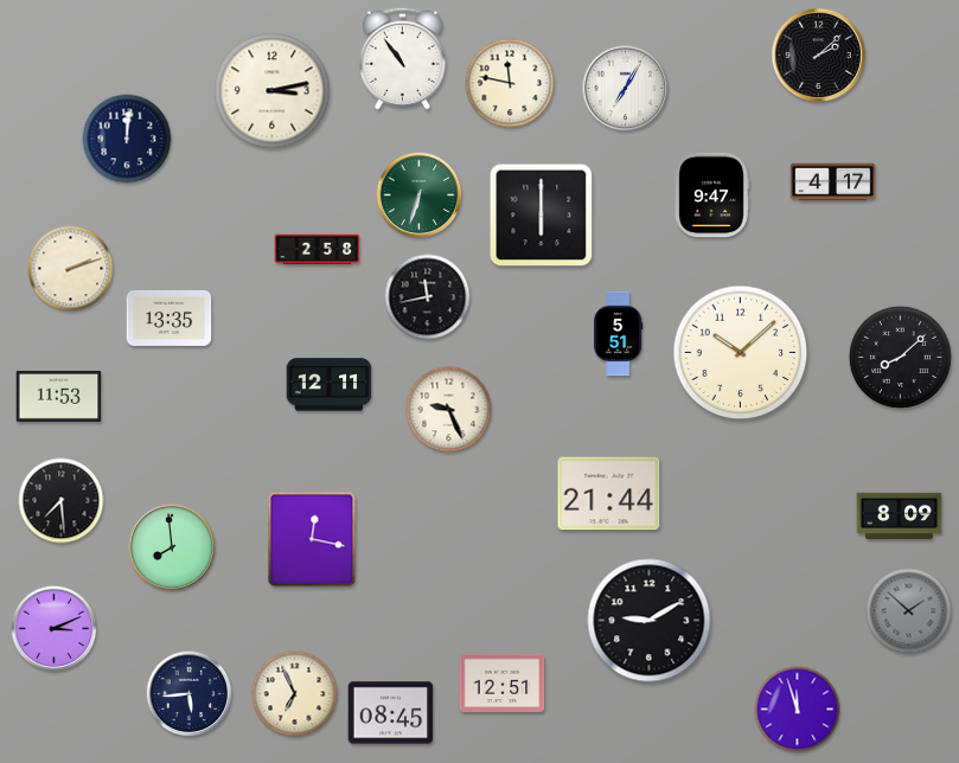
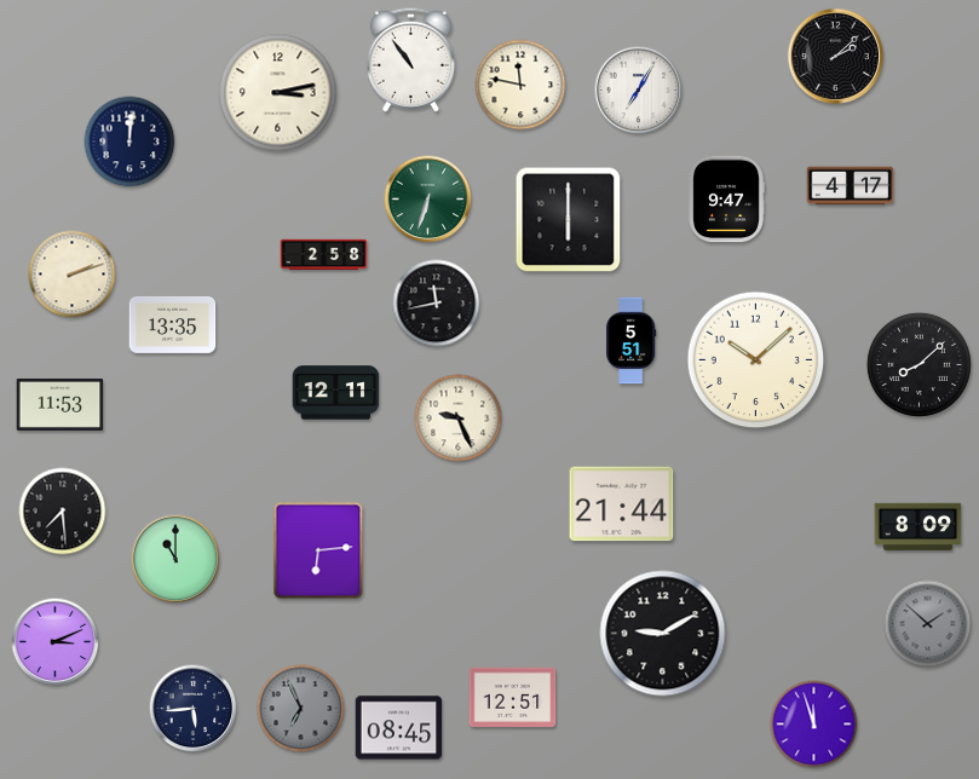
clock at (542, 216) position: (542, 216) -> (569, 220)
clock at (312, 539): 12:17 -> 6:14
clock at (172, 547): 7:59 -> 11:00
clock at (295, 694) dial: cream -> grey
